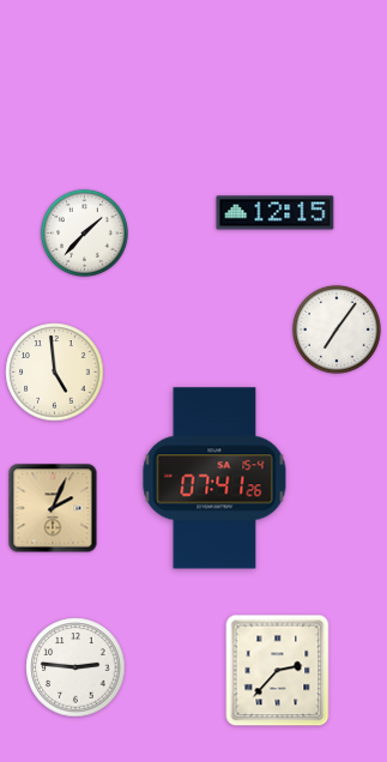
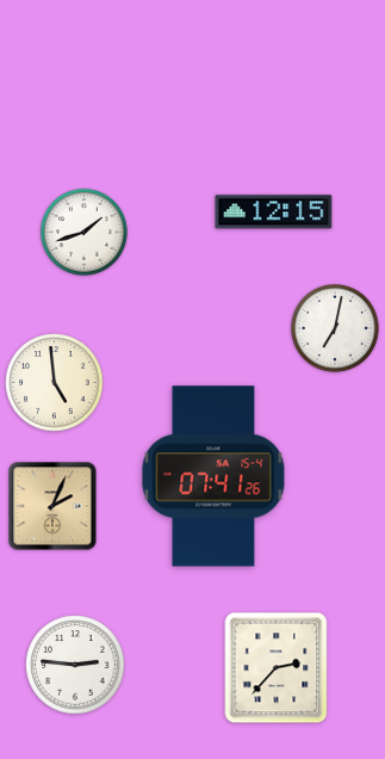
clock at (84, 232): 1:37 -> 1:42
clock at (337, 329): 7:06 -> 7:02
clock at (55, 373) position: (55, 373) -> (55, 383)
